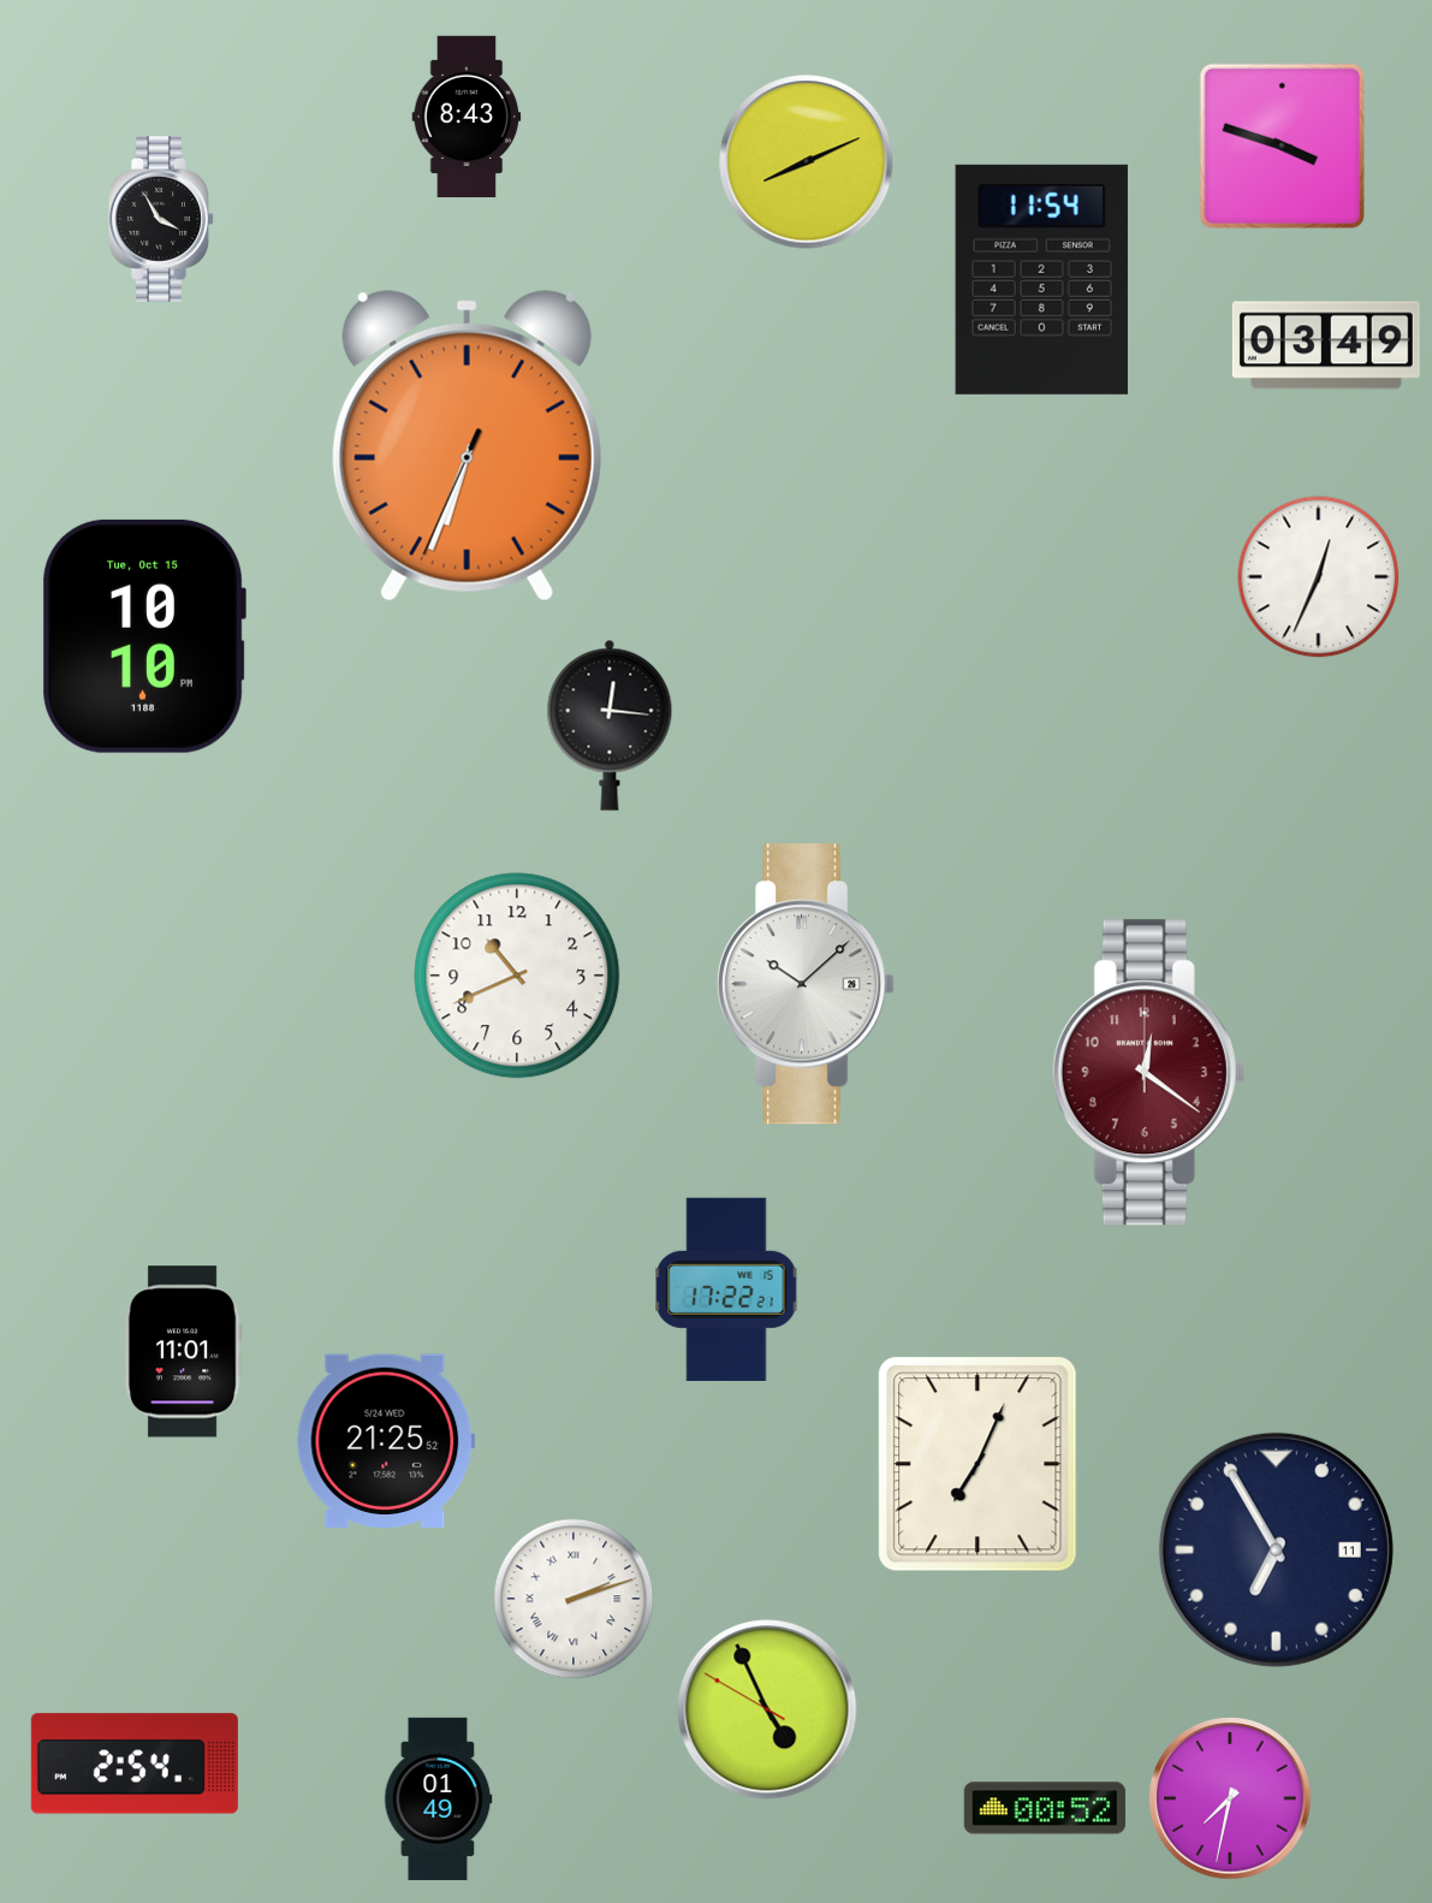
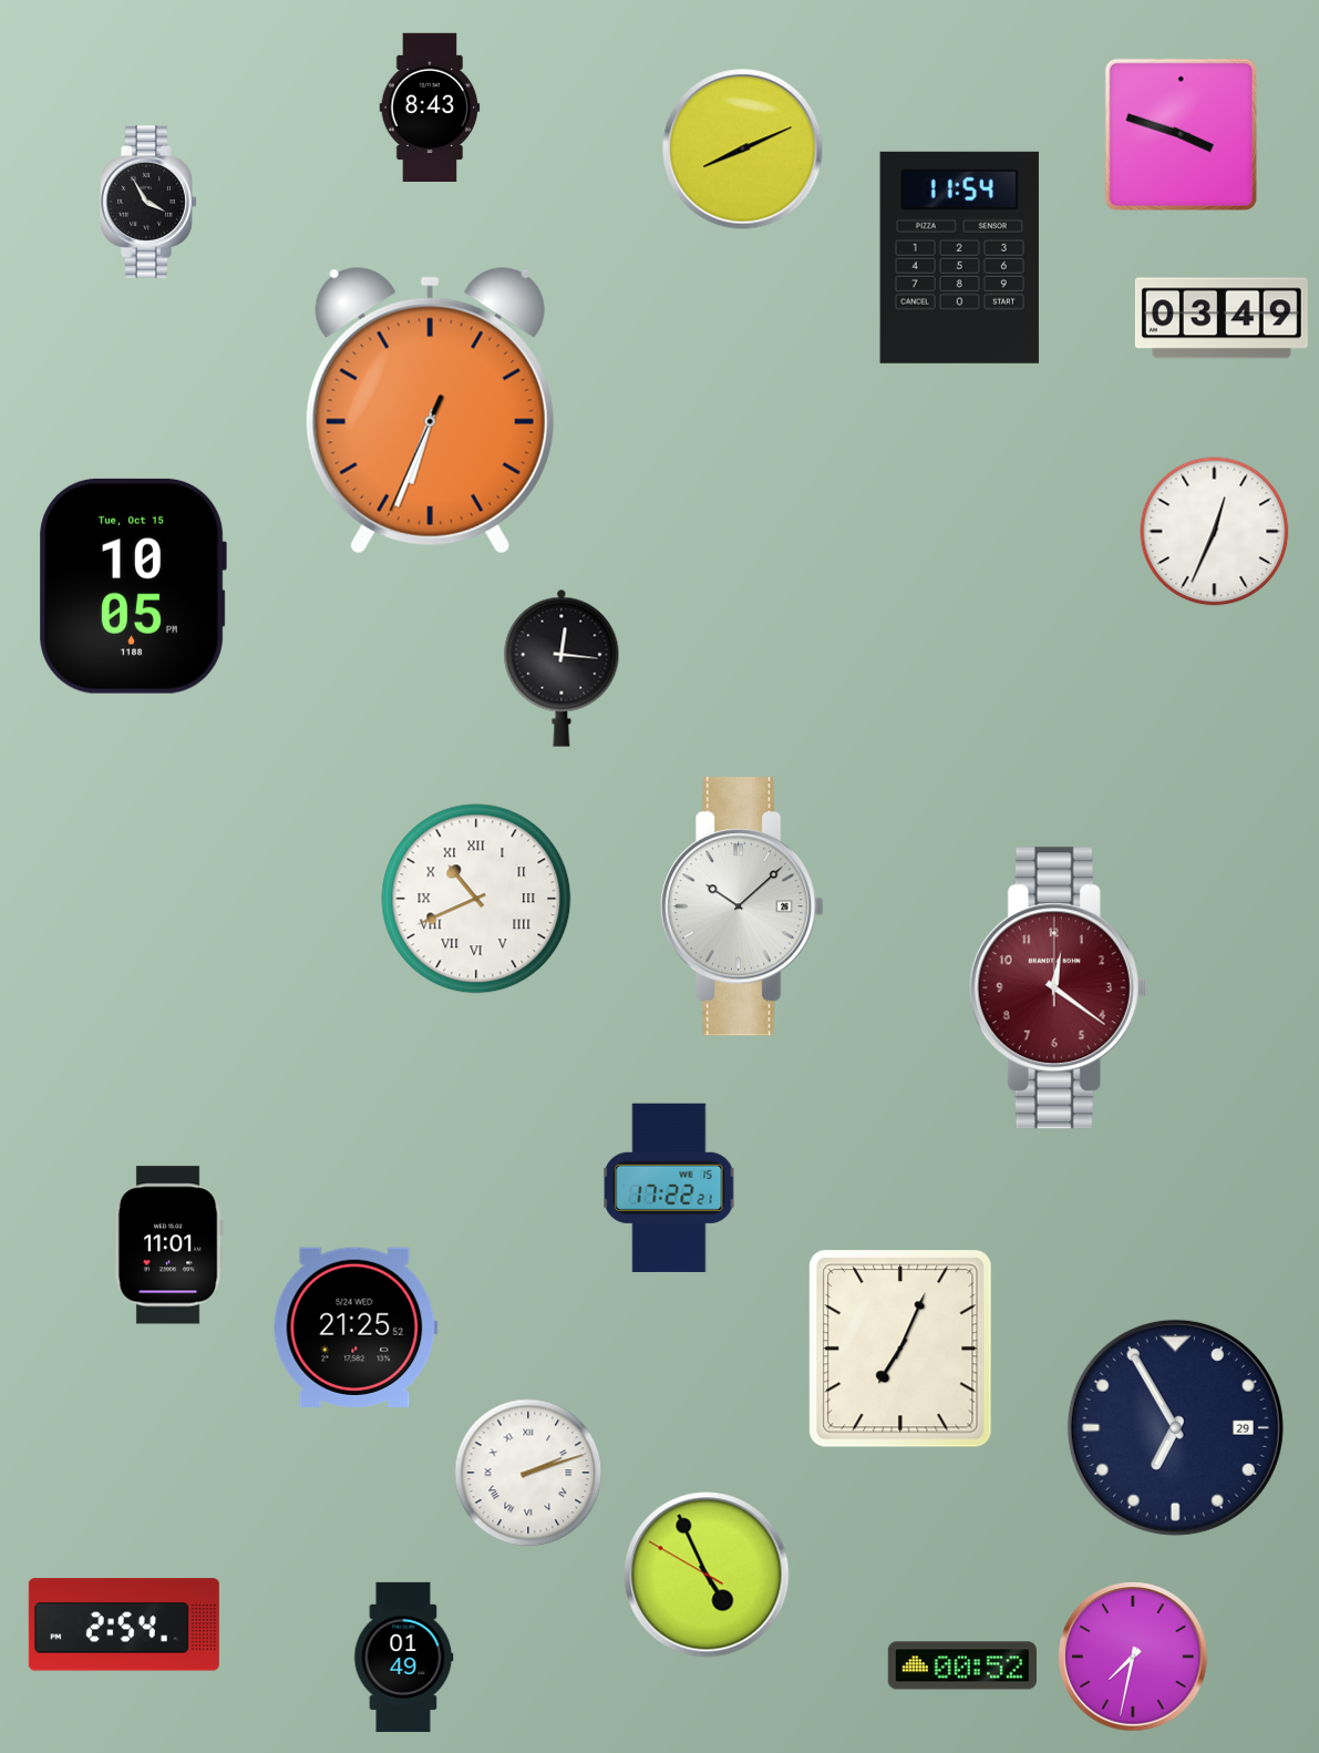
clock at (144, 636): 10:10 -> 10:05
clock at (517, 976) numerals: Arabic -> Roman
clock at (1276, 1549) date: 11 -> 29
